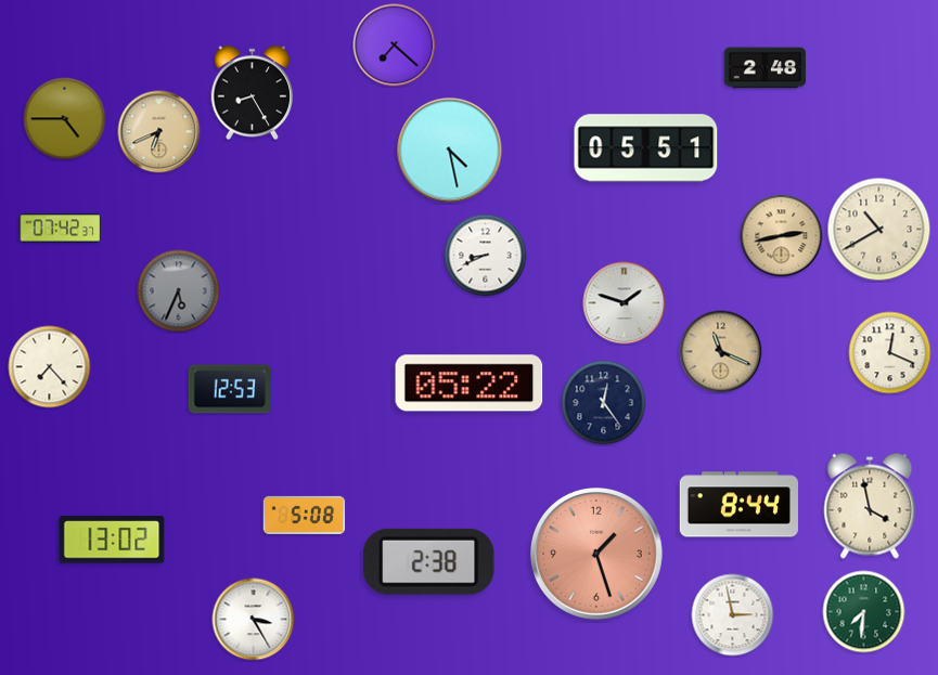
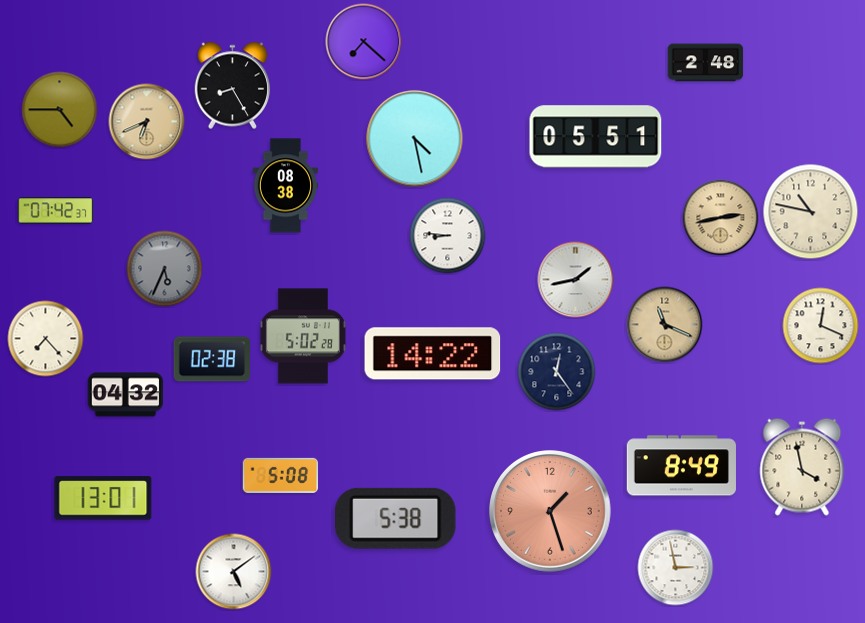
clock at (285, 186): none -> 08:38
clock at (879, 230): 10:40 -> 10:47
clock at (486, 256): 8:41 -> 8:46
clock at (625, 303): 1:48 -> 1:43
clock at (303, 336): none -> 5:02
clock at (470, 384): 05:22 -> 14:22
clock at (229, 389): 12:53 -> 02:38
clock at (126, 395): none -> 04:32
clock at (738, 505): 8:44 -> 8:49
clock at (112, 540): 13:02 -> 13:01
clock at (429, 561): 2:38 -> 5:38
clock at (864, 612): 7:31 -> none
clock at (254, 620): 3:25 -> 5:09
